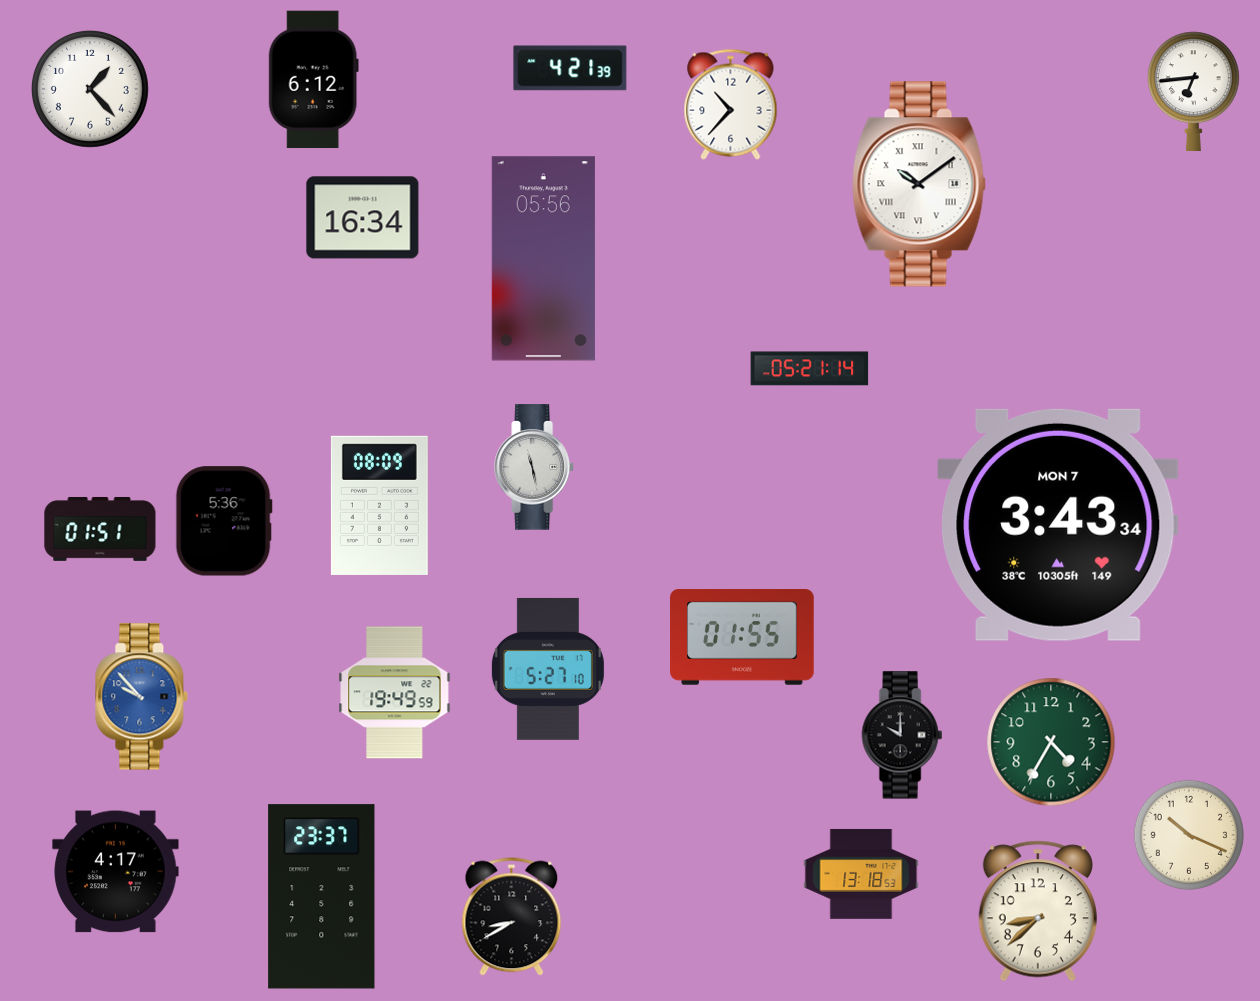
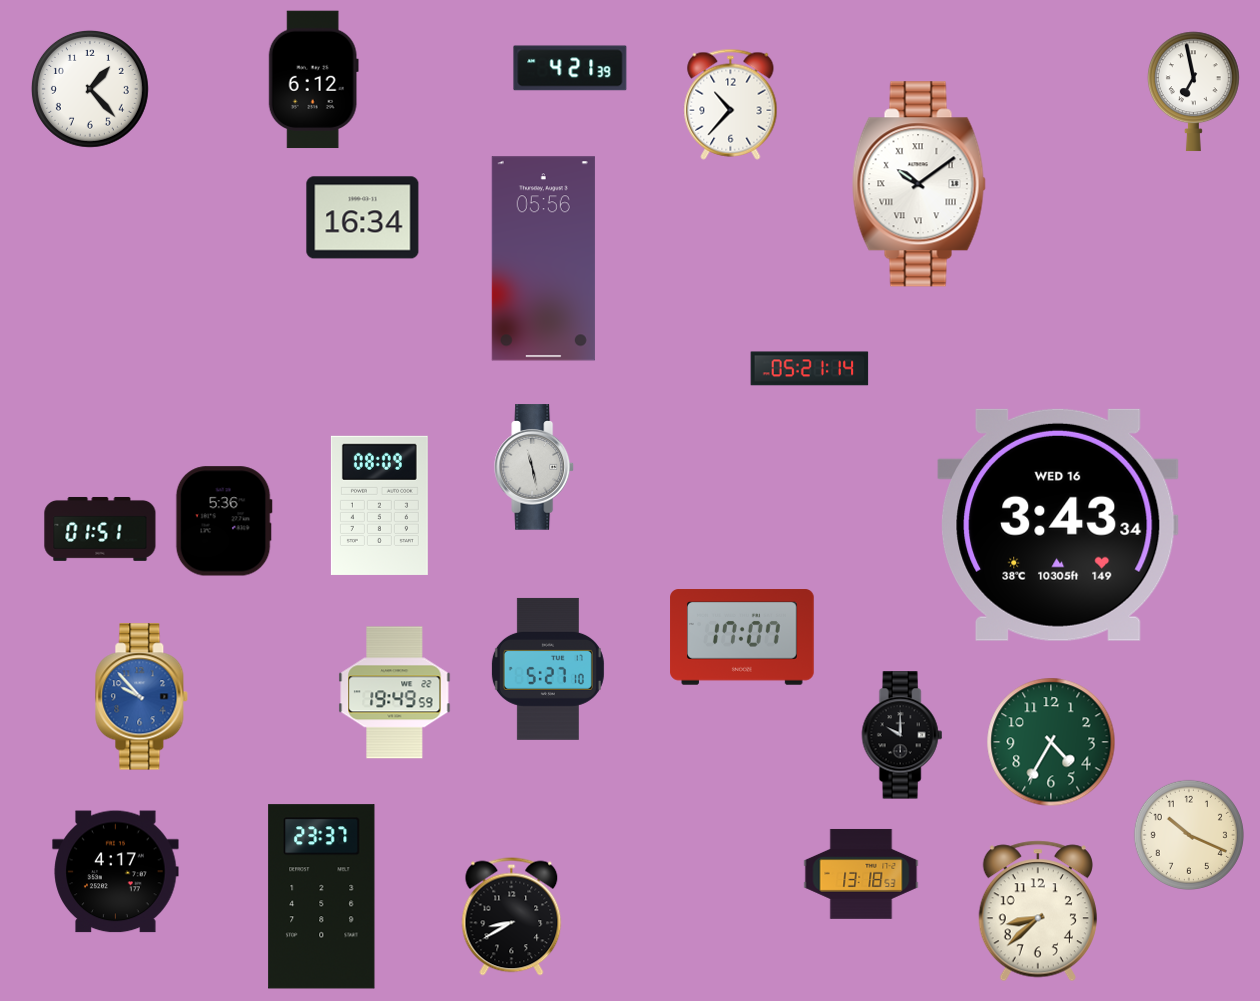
clock at (1193, 92): 6:44 -> 6:58
clock at (1058, 525) date: MON 7 -> WED 16
clock at (742, 637): 01:55 -> 17:07
